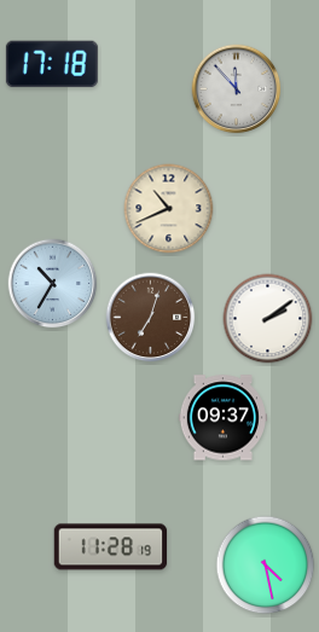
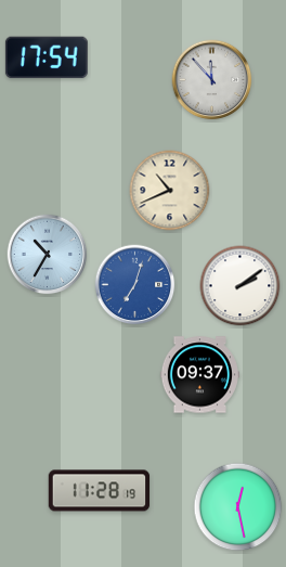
clock at (52, 64): 17:18 -> 17:54
clock at (169, 209) position: (169, 209) -> (170, 191)
clock at (151, 318) dial: brown -> blue
clock at (266, 566): 4:28 -> 12:28
